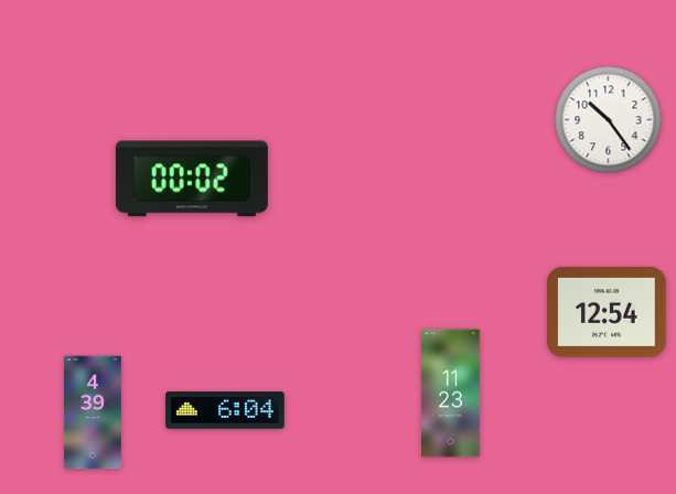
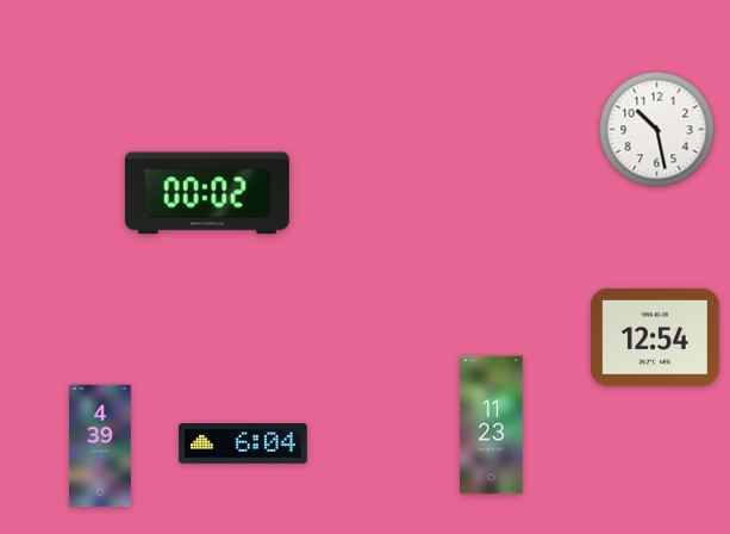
clock at (609, 120): 10:24 -> 10:28
clock at (451, 394) position: (451, 394) -> (492, 426)
